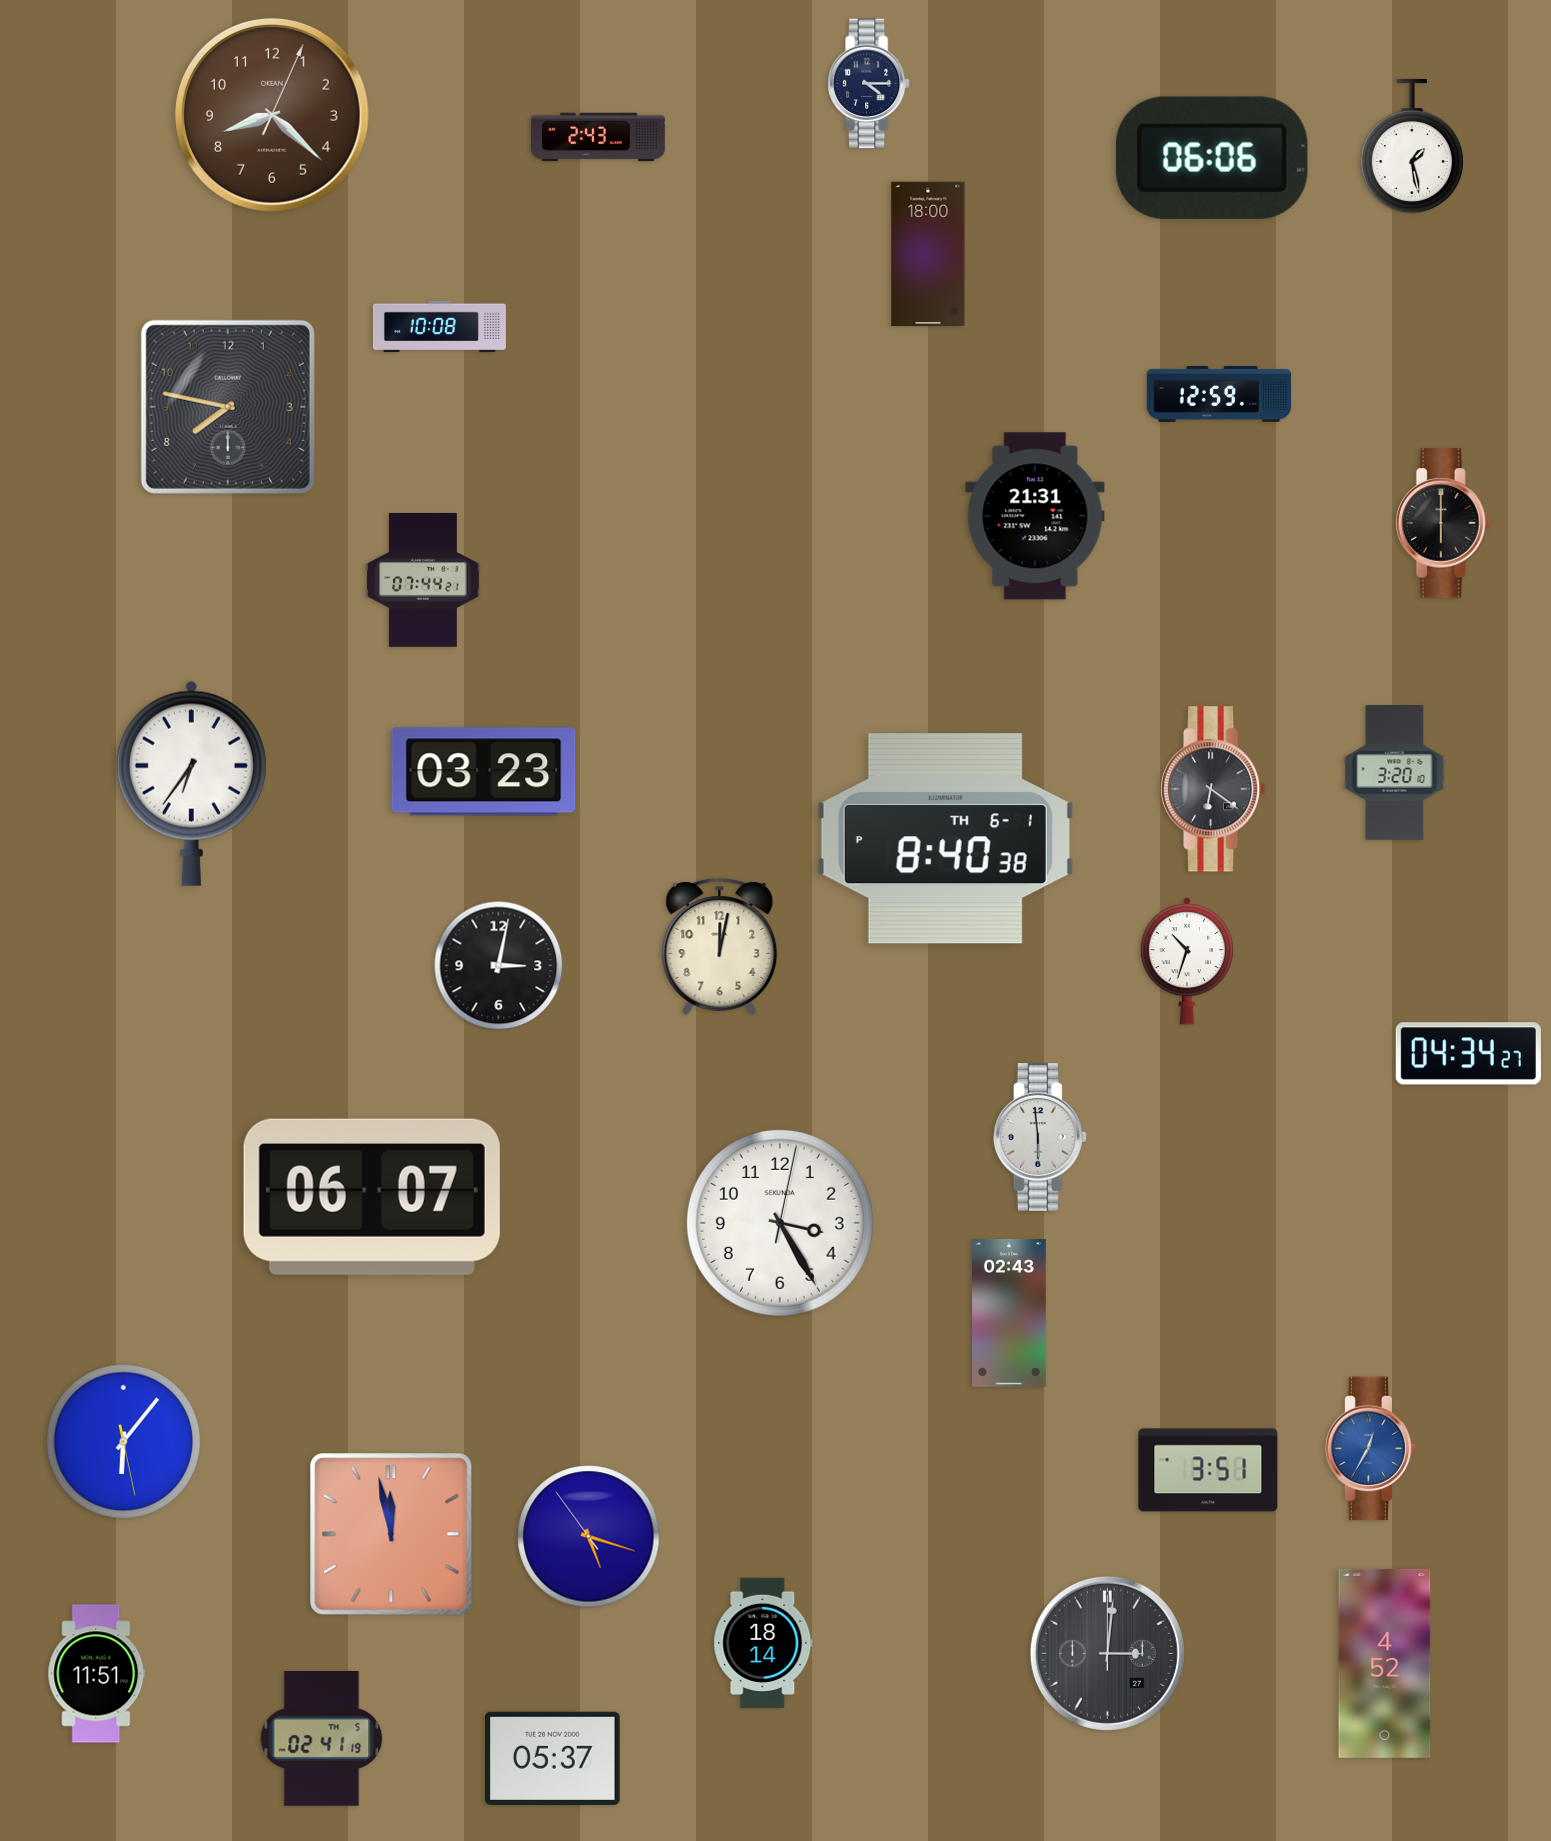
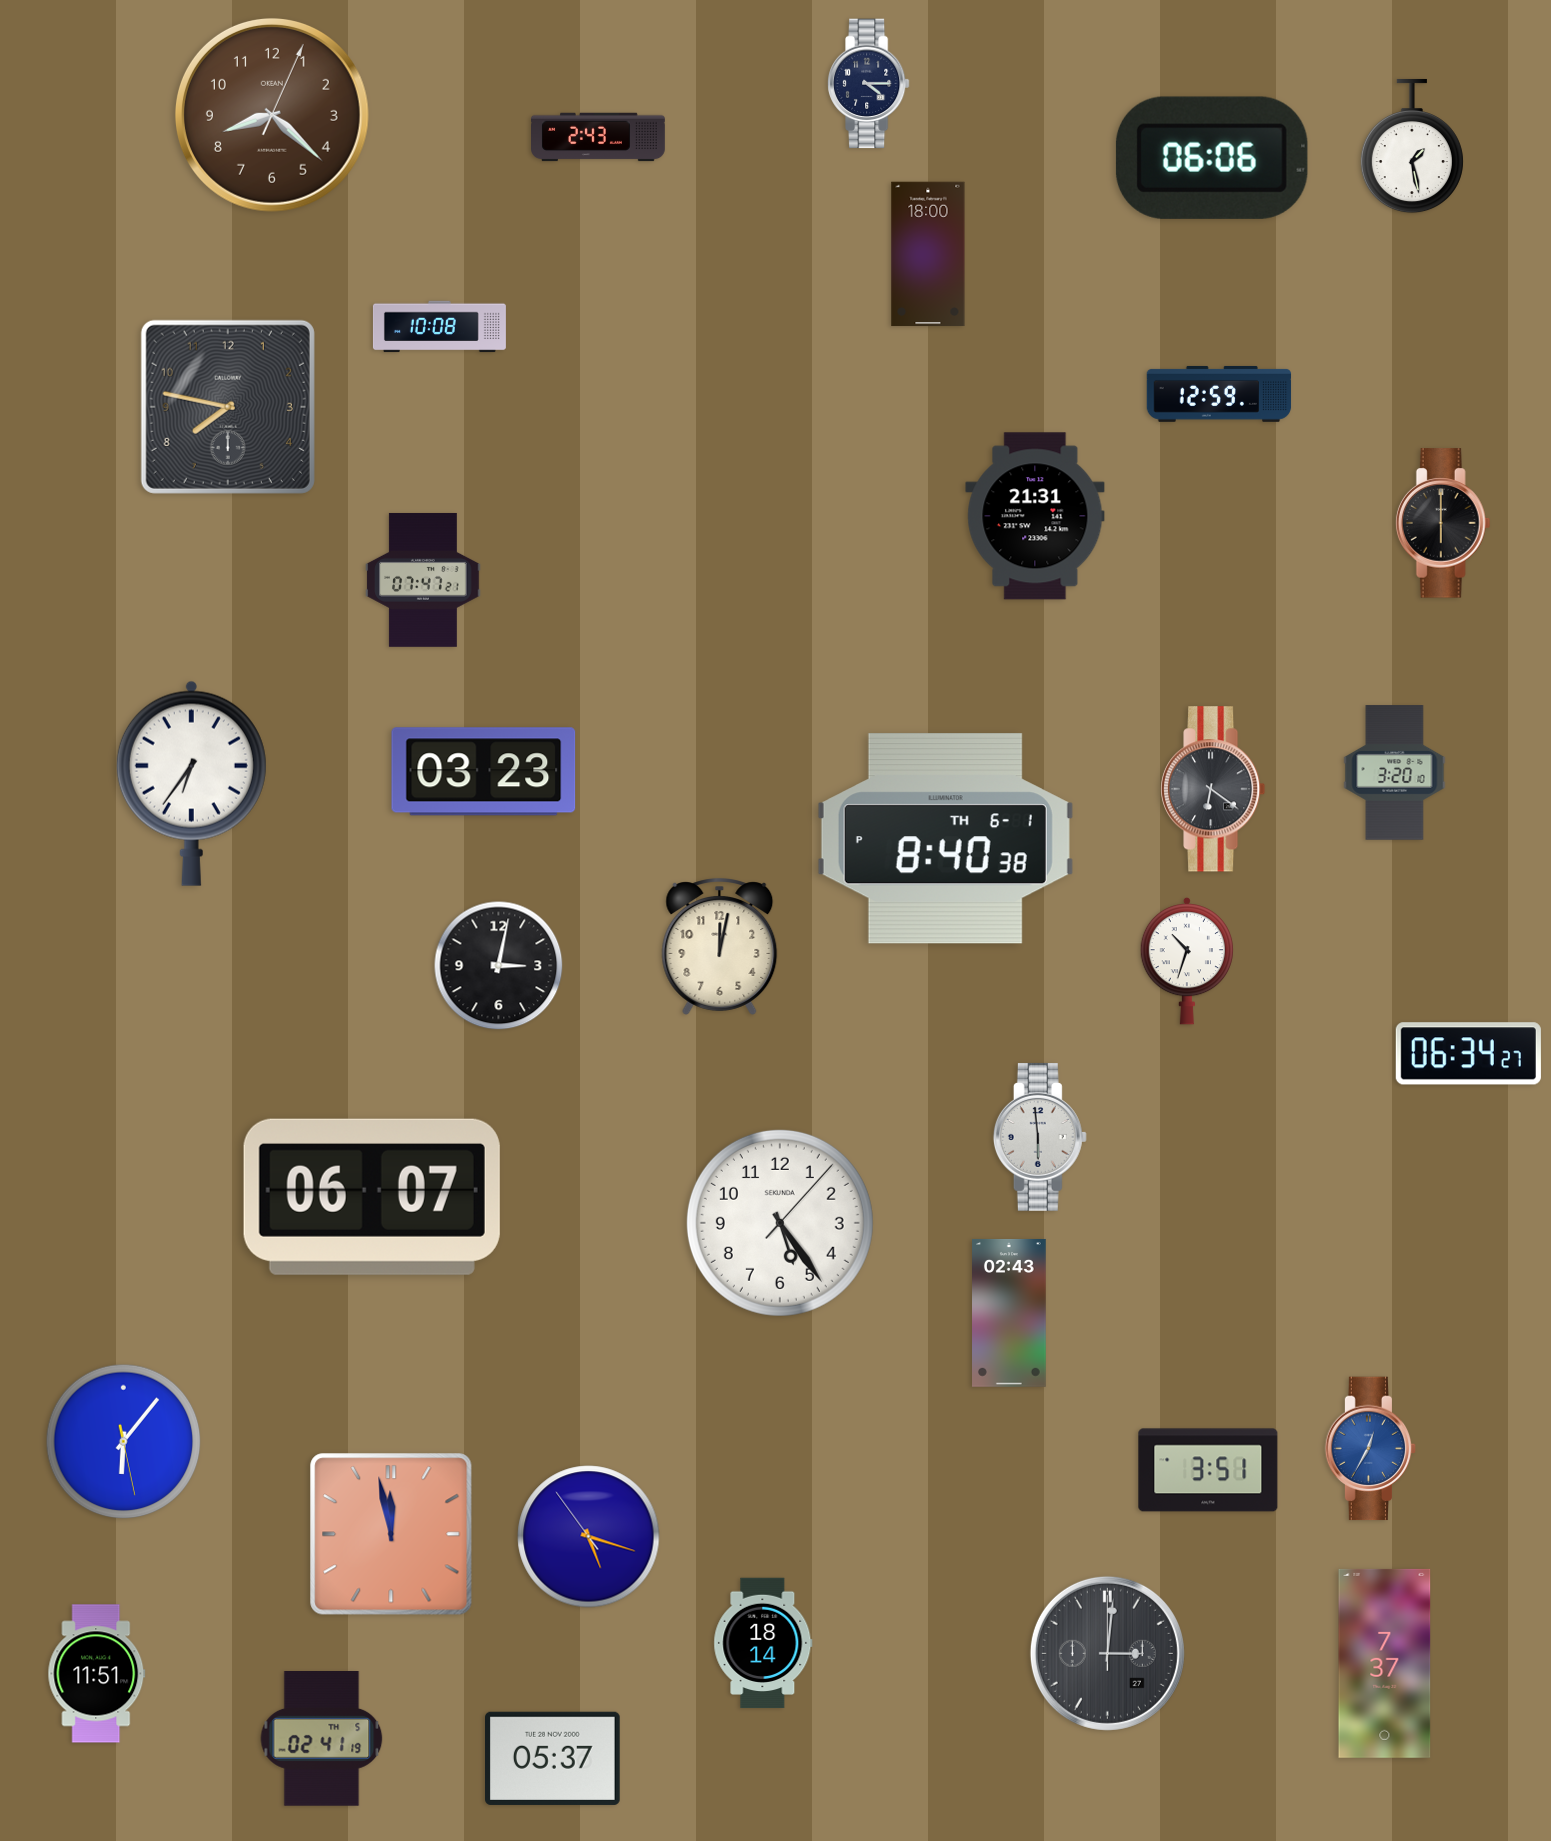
clock at (423, 580): 07:44 -> 07:47
clock at (1468, 1054): 04:34 -> 06:34
clock at (780, 1223): 3:25 -> 5:24
clock at (1385, 1663): 4:52 -> 7:37
